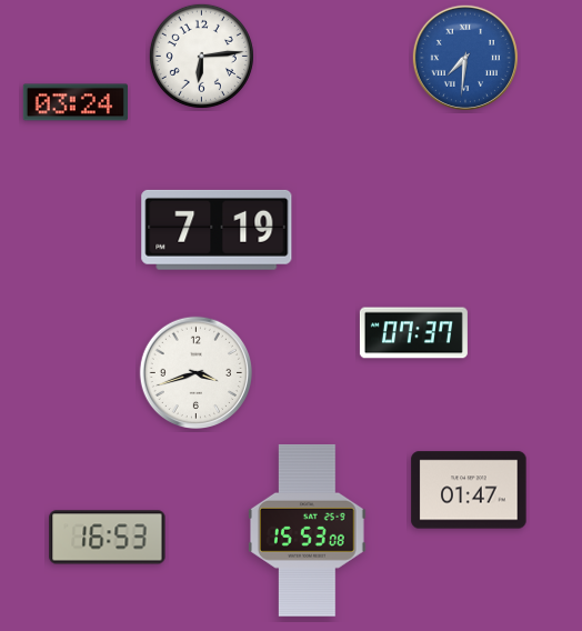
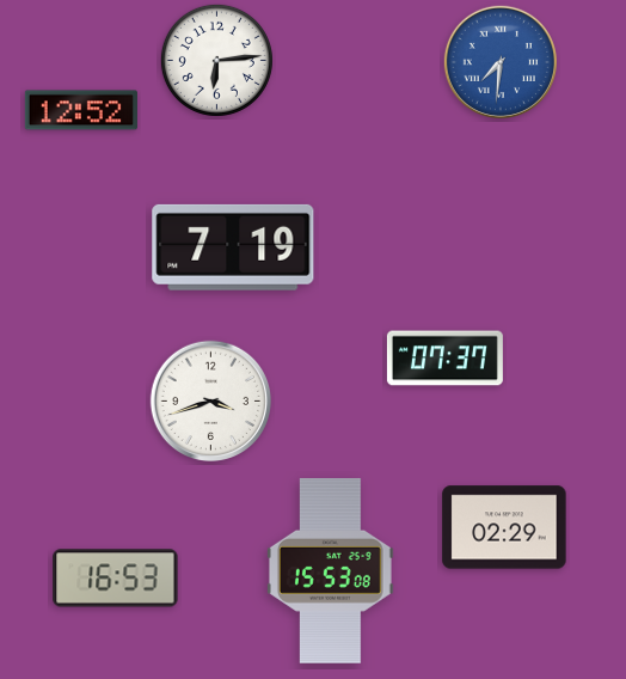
clock at (76, 102): 03:24 -> 12:52
clock at (469, 490): 01:47 -> 02:29
